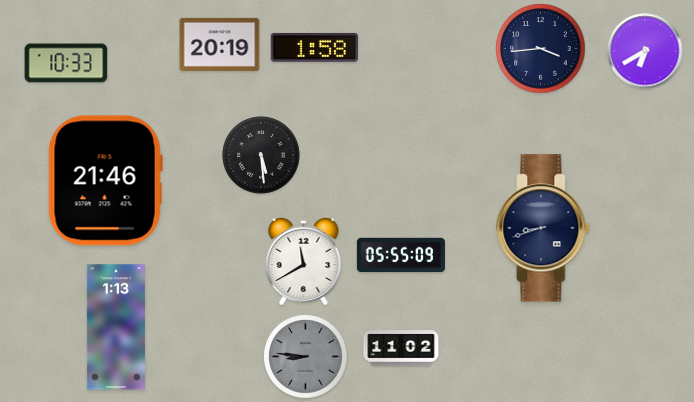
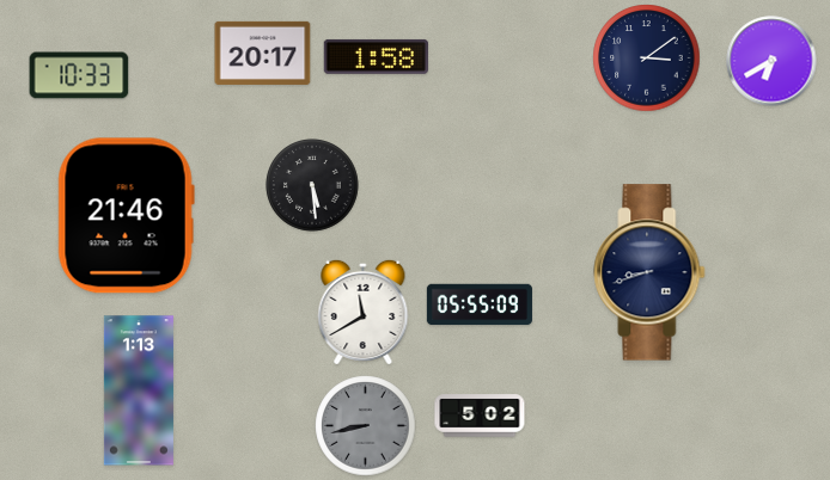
clock at (220, 44): 20:19 -> 20:17
clock at (541, 49): 3:44 -> 3:09
clock at (401, 348): 11:02 -> 5:02
clock at (306, 357): 8:46 -> 8:43
